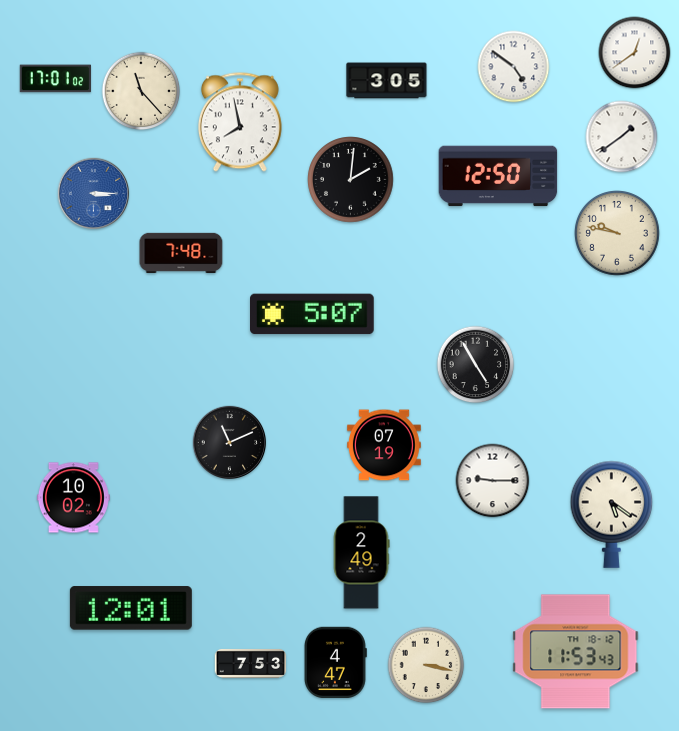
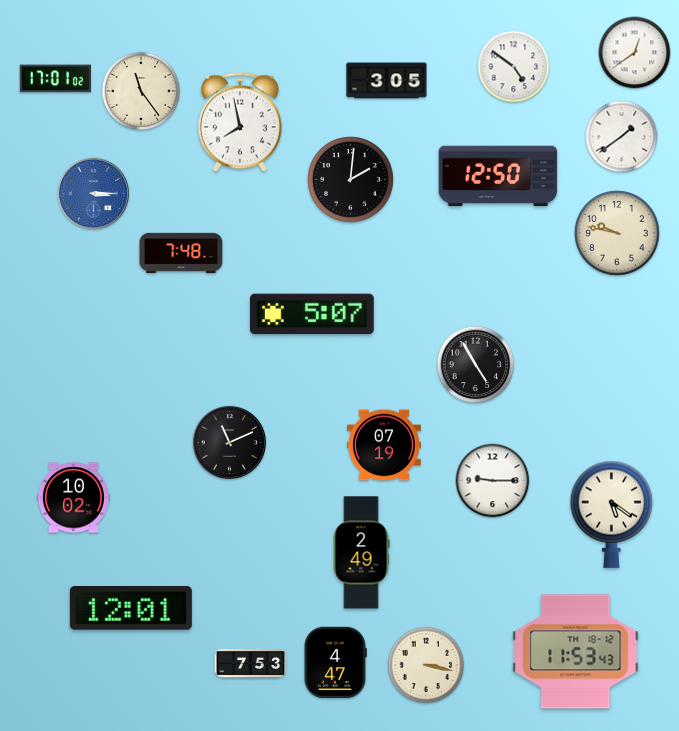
clock at (141, 91): 11:23 -> 11:24
